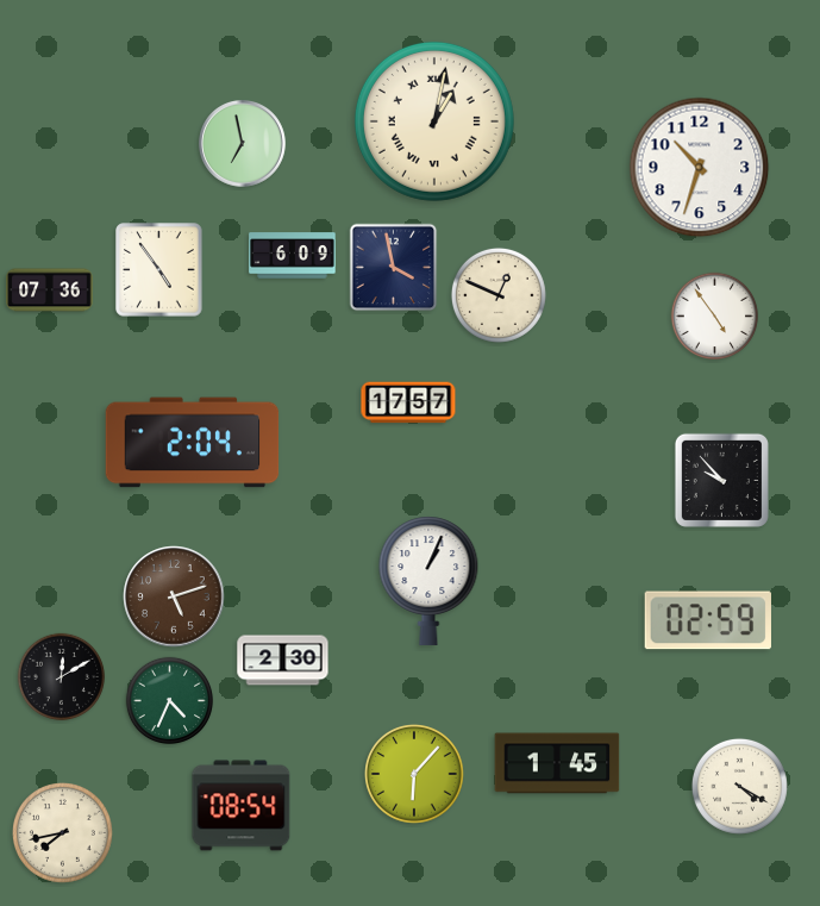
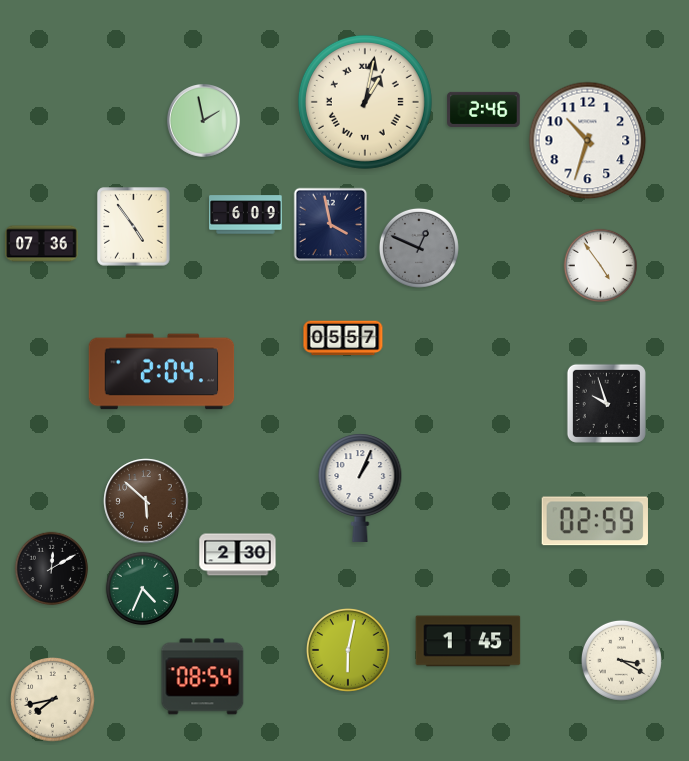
clock at (484, 109): none -> 2:46
clock at (243, 144): 6:58 -> 1:58
clock at (499, 295) dial: cream -> grey
clock at (408, 402): 17:57 -> 05:57
clock at (721, 480): 9:53 -> 9:57
clock at (174, 596): 5:12 -> 5:52
clock at (415, 775): 6:07 -> 6:02
clock at (739, 786): 4:20 -> 3:20
